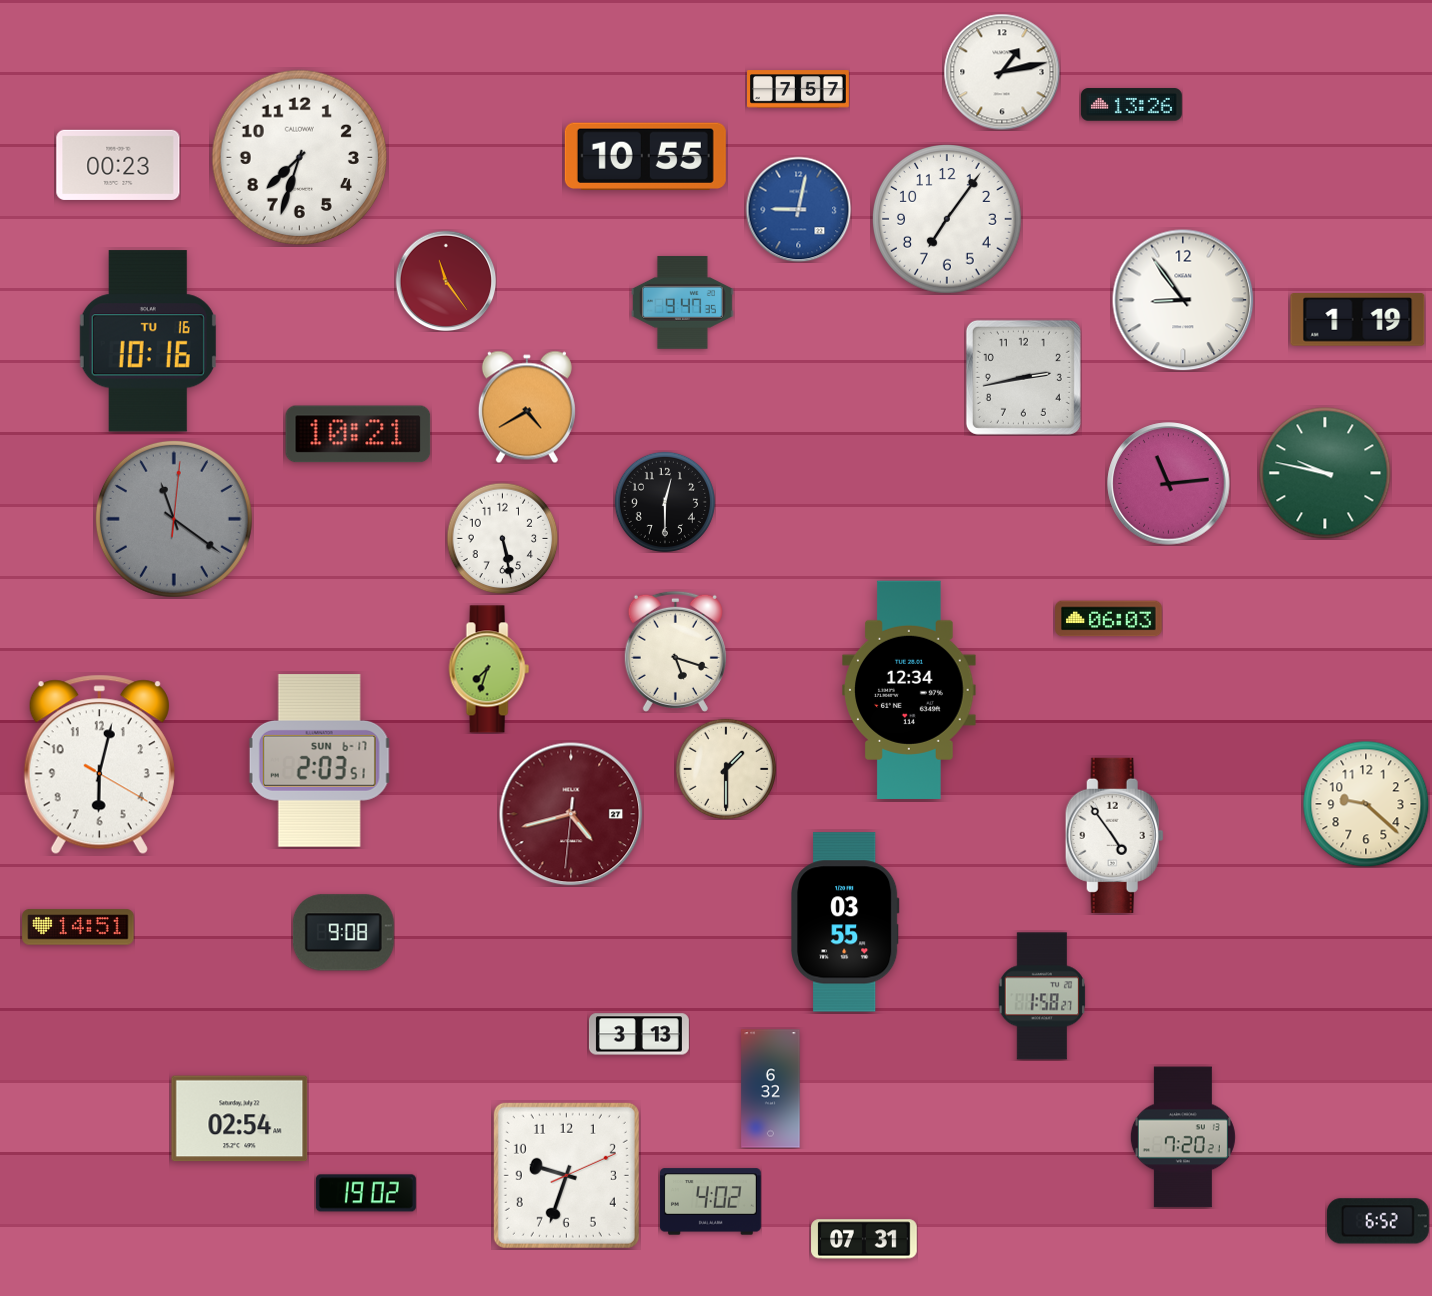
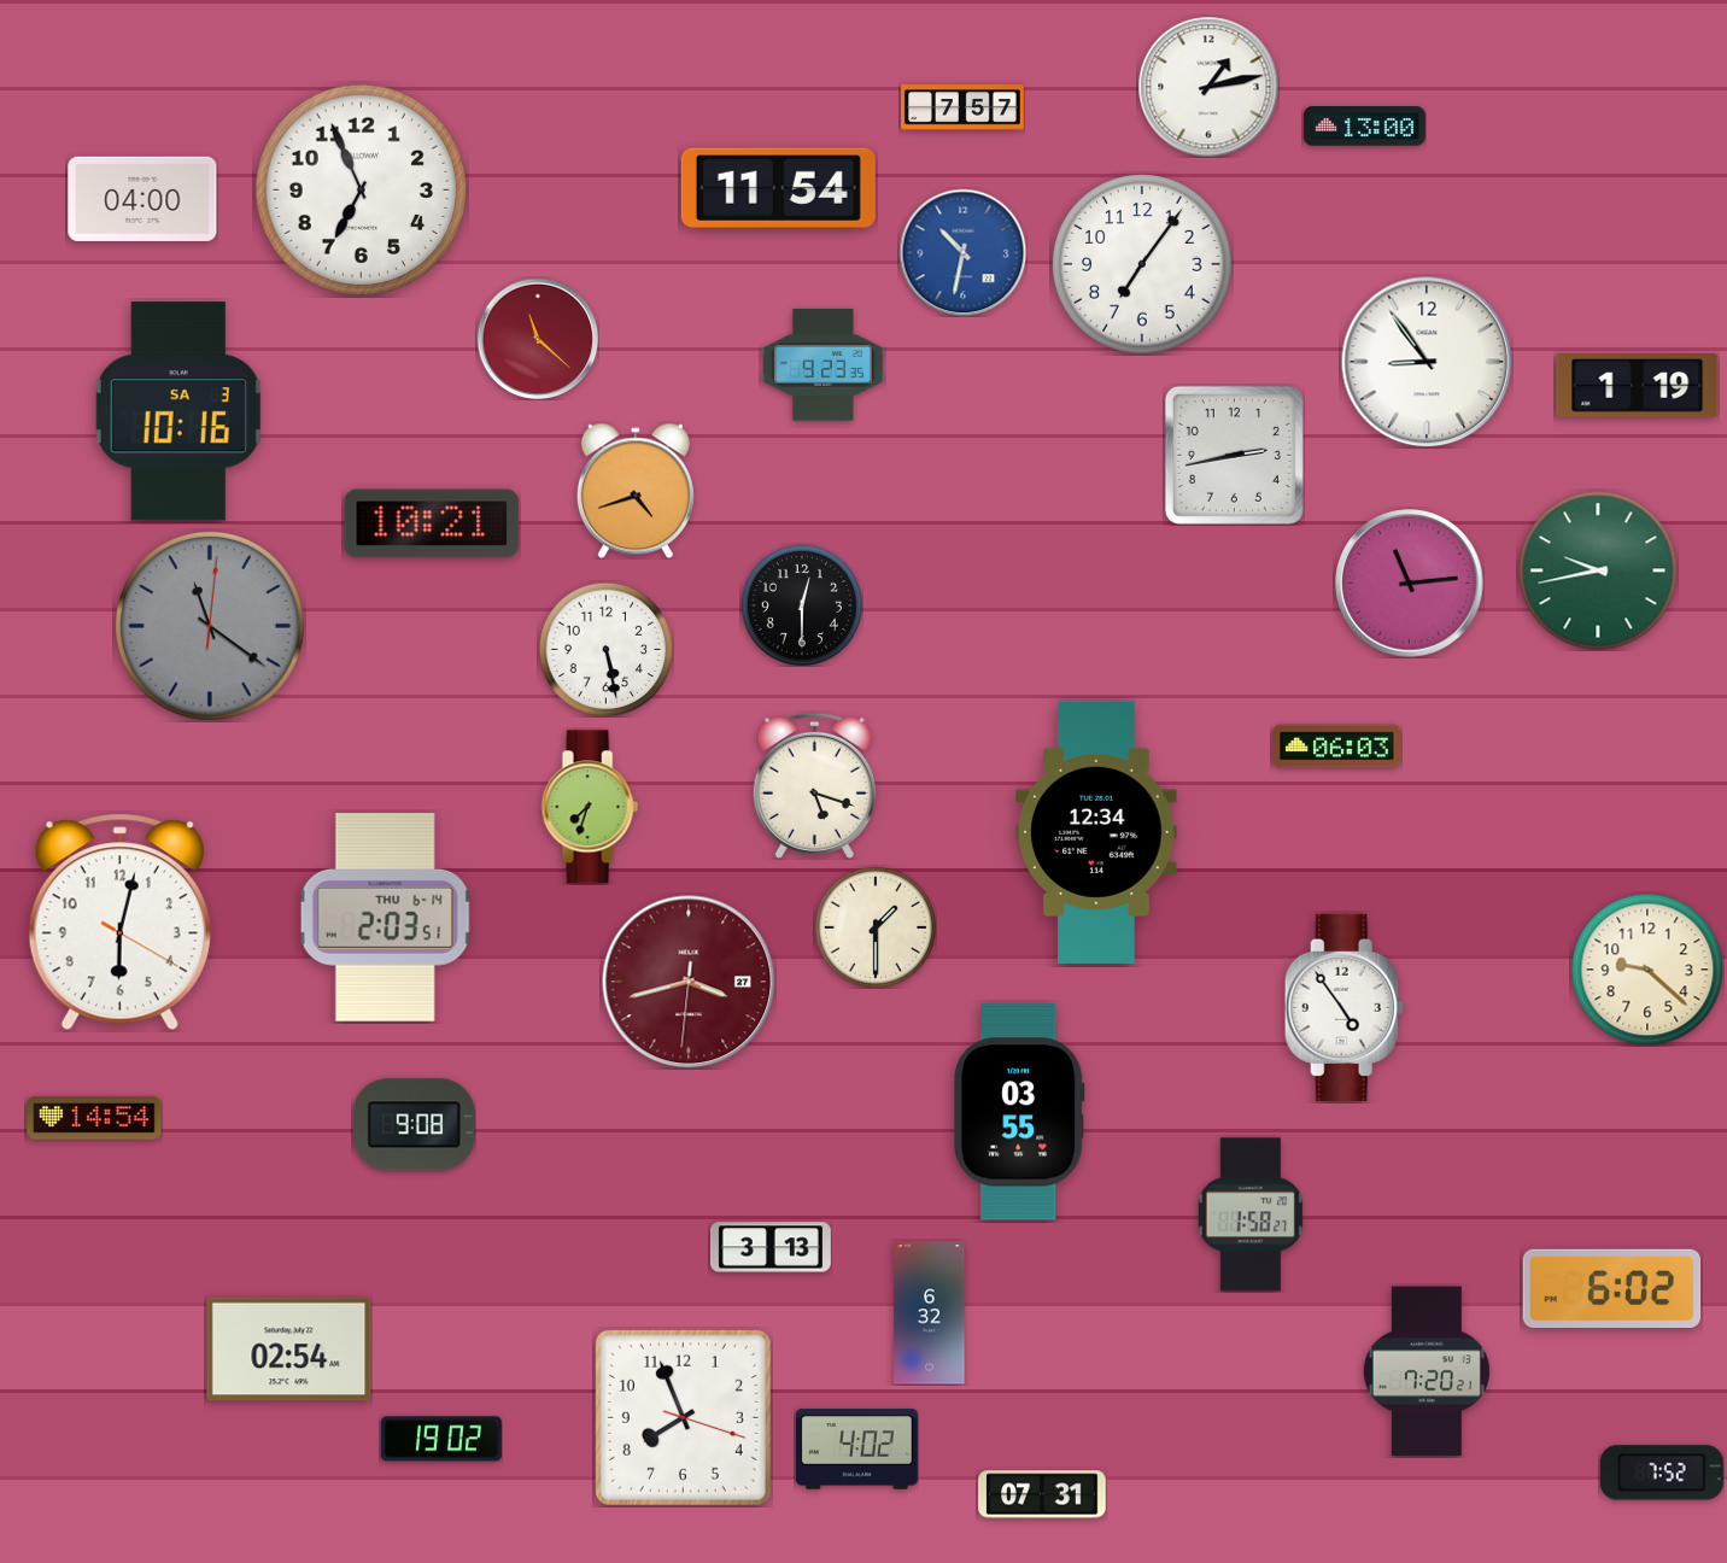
clock at (1131, 105): 13:26 -> 13:00
clock at (645, 157): 10:55 -> 11:54
clock at (300, 158): 7:33 -> 6:56
clock at (118, 165): 00:23 -> 04:00
clock at (798, 209): 9:02 -> 10:32
clock at (446, 281): 11:24 -> 11:22
clock at (682, 303): 9:47 -> 9:23
clock at (148, 341) date: TU 16 -> SA 3
clock at (527, 407): 4:40 -> 4:42
clock at (1325, 473): 9:47 -> 9:43
clock at (319, 761) date: SUN 6-17 -> THU 6-14
clock at (571, 814): 4:42 -> 3:42
clock at (78, 927): 14:51 -> 14:54
clock at (1041, 996) position: (1041, 996) -> (1249, 1214)
clock at (1612, 1288): none -> 6:02
clock at (566, 1175): 9:33 -> 7:56
clock at (1378, 1221): 6:52 -> 7:52
